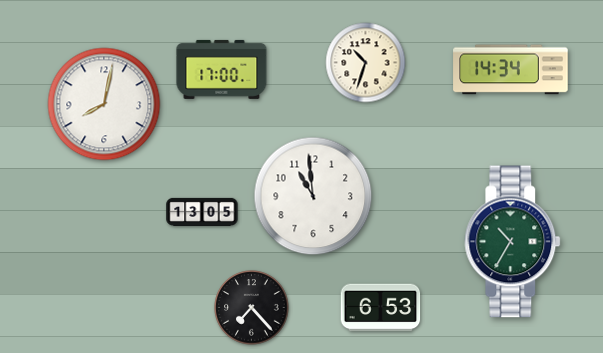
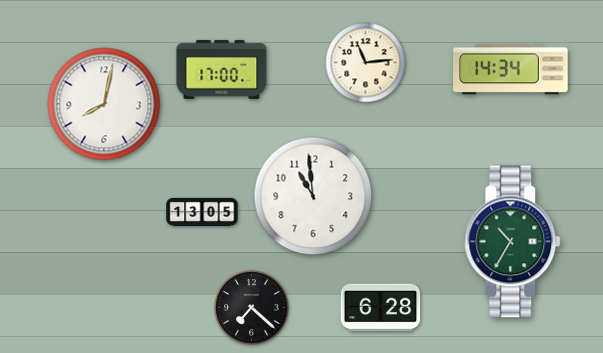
clock at (366, 63): 10:33 -> 11:14
clock at (252, 308): 7:23 -> 7:22
clock at (381, 308): 6:53 -> 6:28
